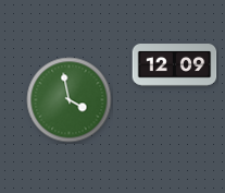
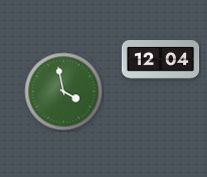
clock at (175, 65): 12:09 -> 12:04
